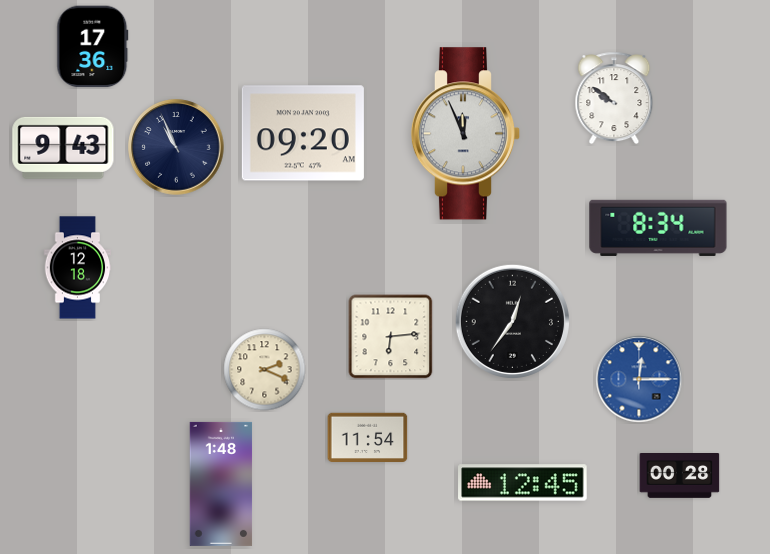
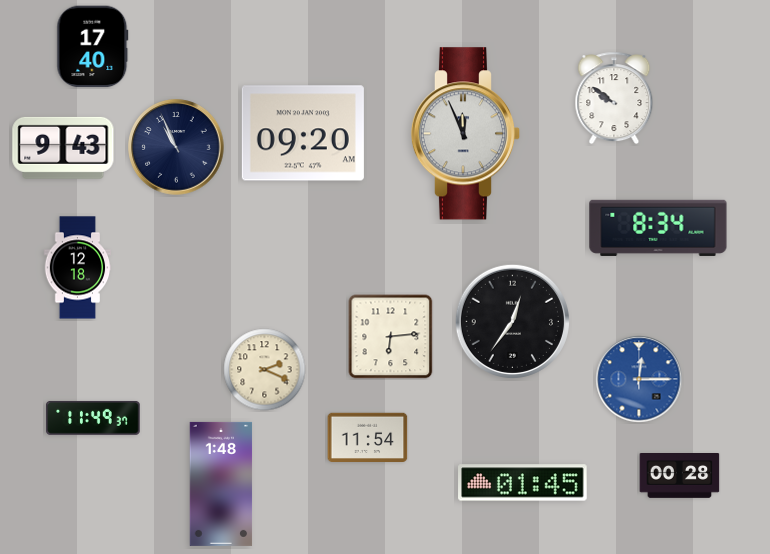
clock at (93, 47): 17:36 -> 17:40
clock at (93, 418): none -> 11:49
clock at (523, 483): 12:45 -> 01:45
